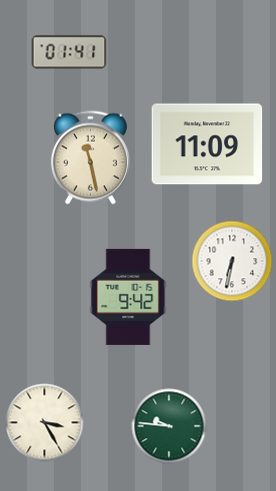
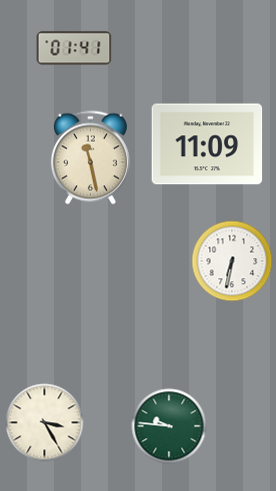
clock at (69, 52) position: (69, 52) -> (74, 48)
clock at (128, 297): 9:42 -> none
